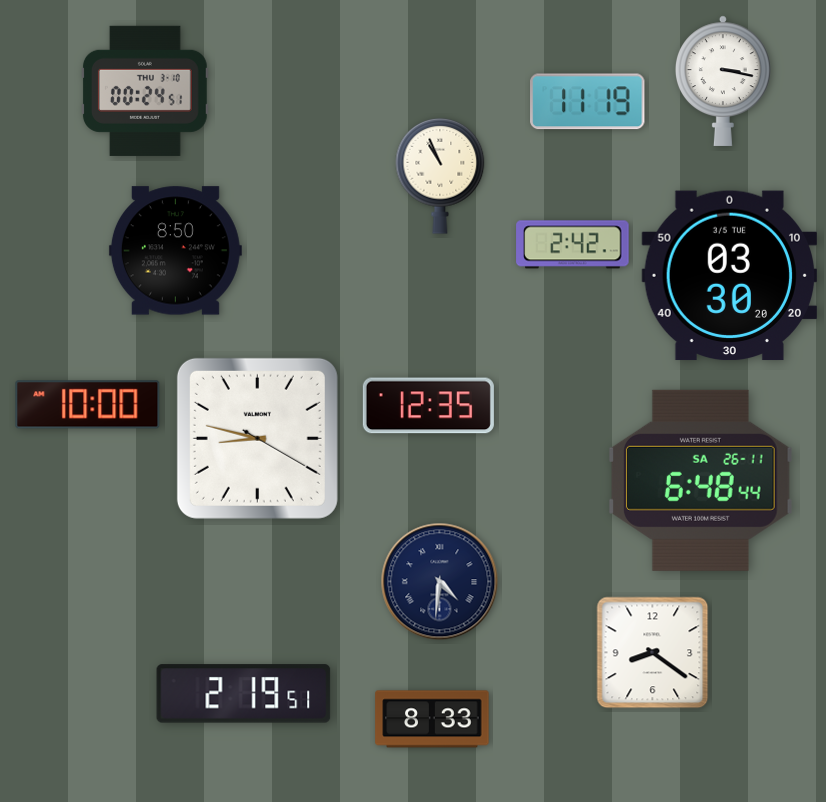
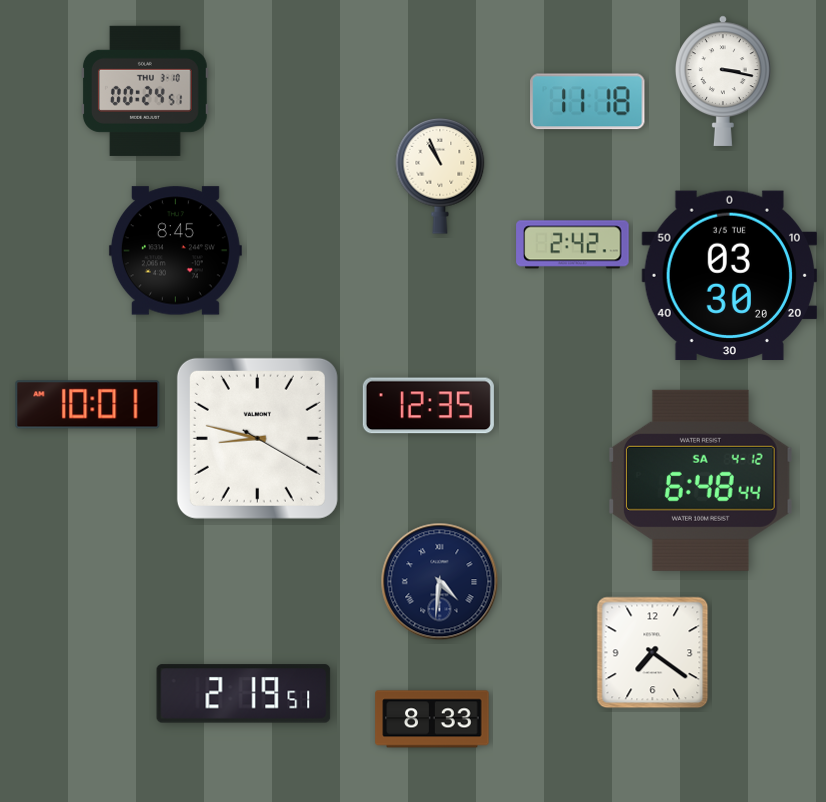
clock at (588, 102): 11:19 -> 11:18
clock at (175, 251): 8:50 -> 8:45
clock at (88, 405): 10:00 -> 10:01
clock at (700, 480) date: SA 26-11 -> SA 4-12
clock at (653, 653): 8:21 -> 7:21
